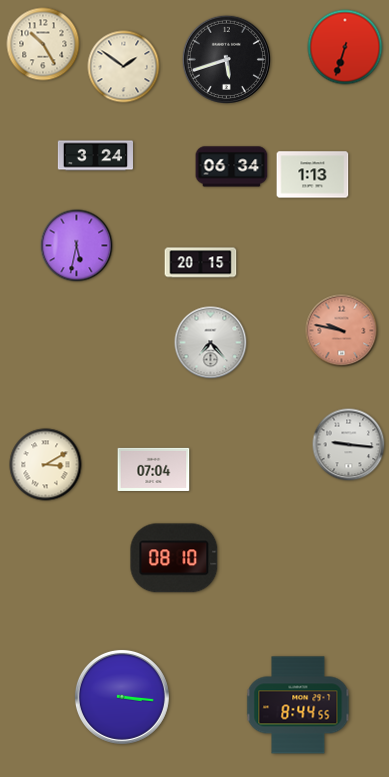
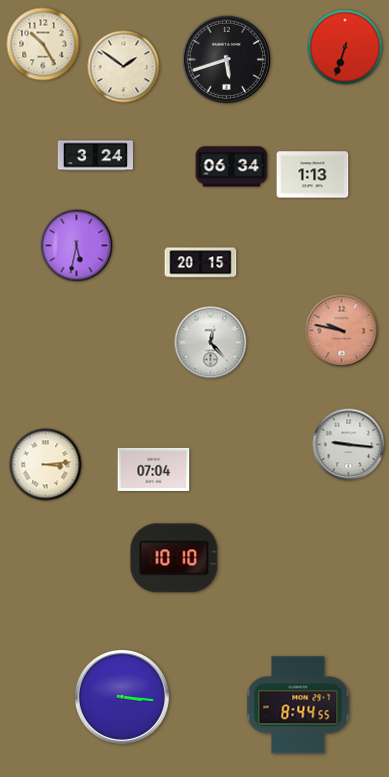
clock at (211, 343): 7:23 -> 12:23
clock at (46, 465): 3:10 -> 3:14
clock at (174, 558): 08:10 -> 10:10
